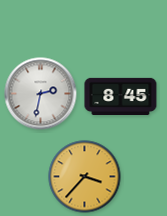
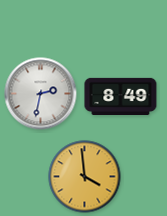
clock at (121, 96): 8:45 -> 8:49
clock at (85, 177): 3:37 -> 3:59
